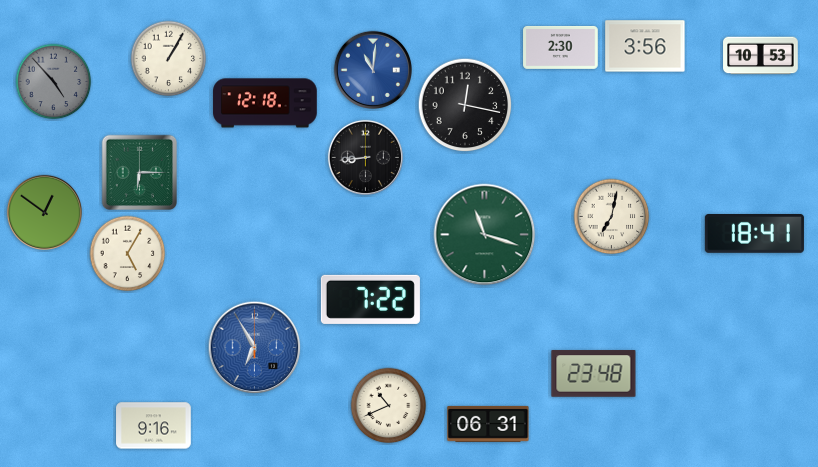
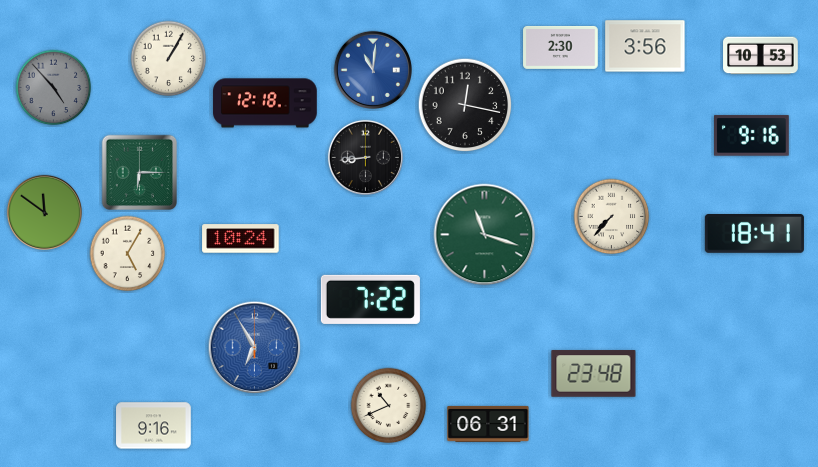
clock at (54, 82) position: (54, 82) -> (54, 88)
clock at (752, 136): none -> 9:16
clock at (44, 212): 12:51 -> 11:51
clock at (612, 217): 7:02 -> 7:37
clock at (241, 239): none -> 10:24
